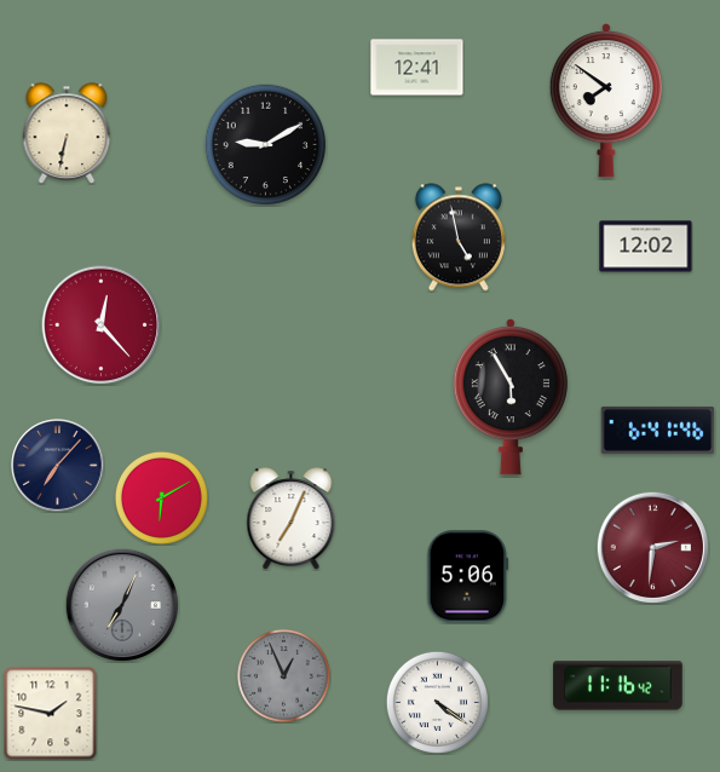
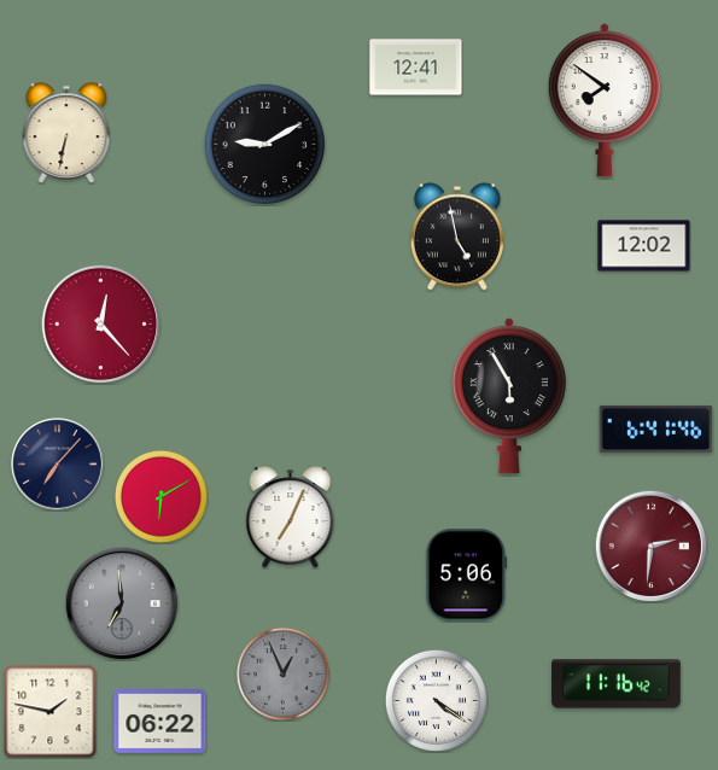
clock at (122, 605): 7:04 -> 6:59
clock at (160, 722): none -> 06:22
